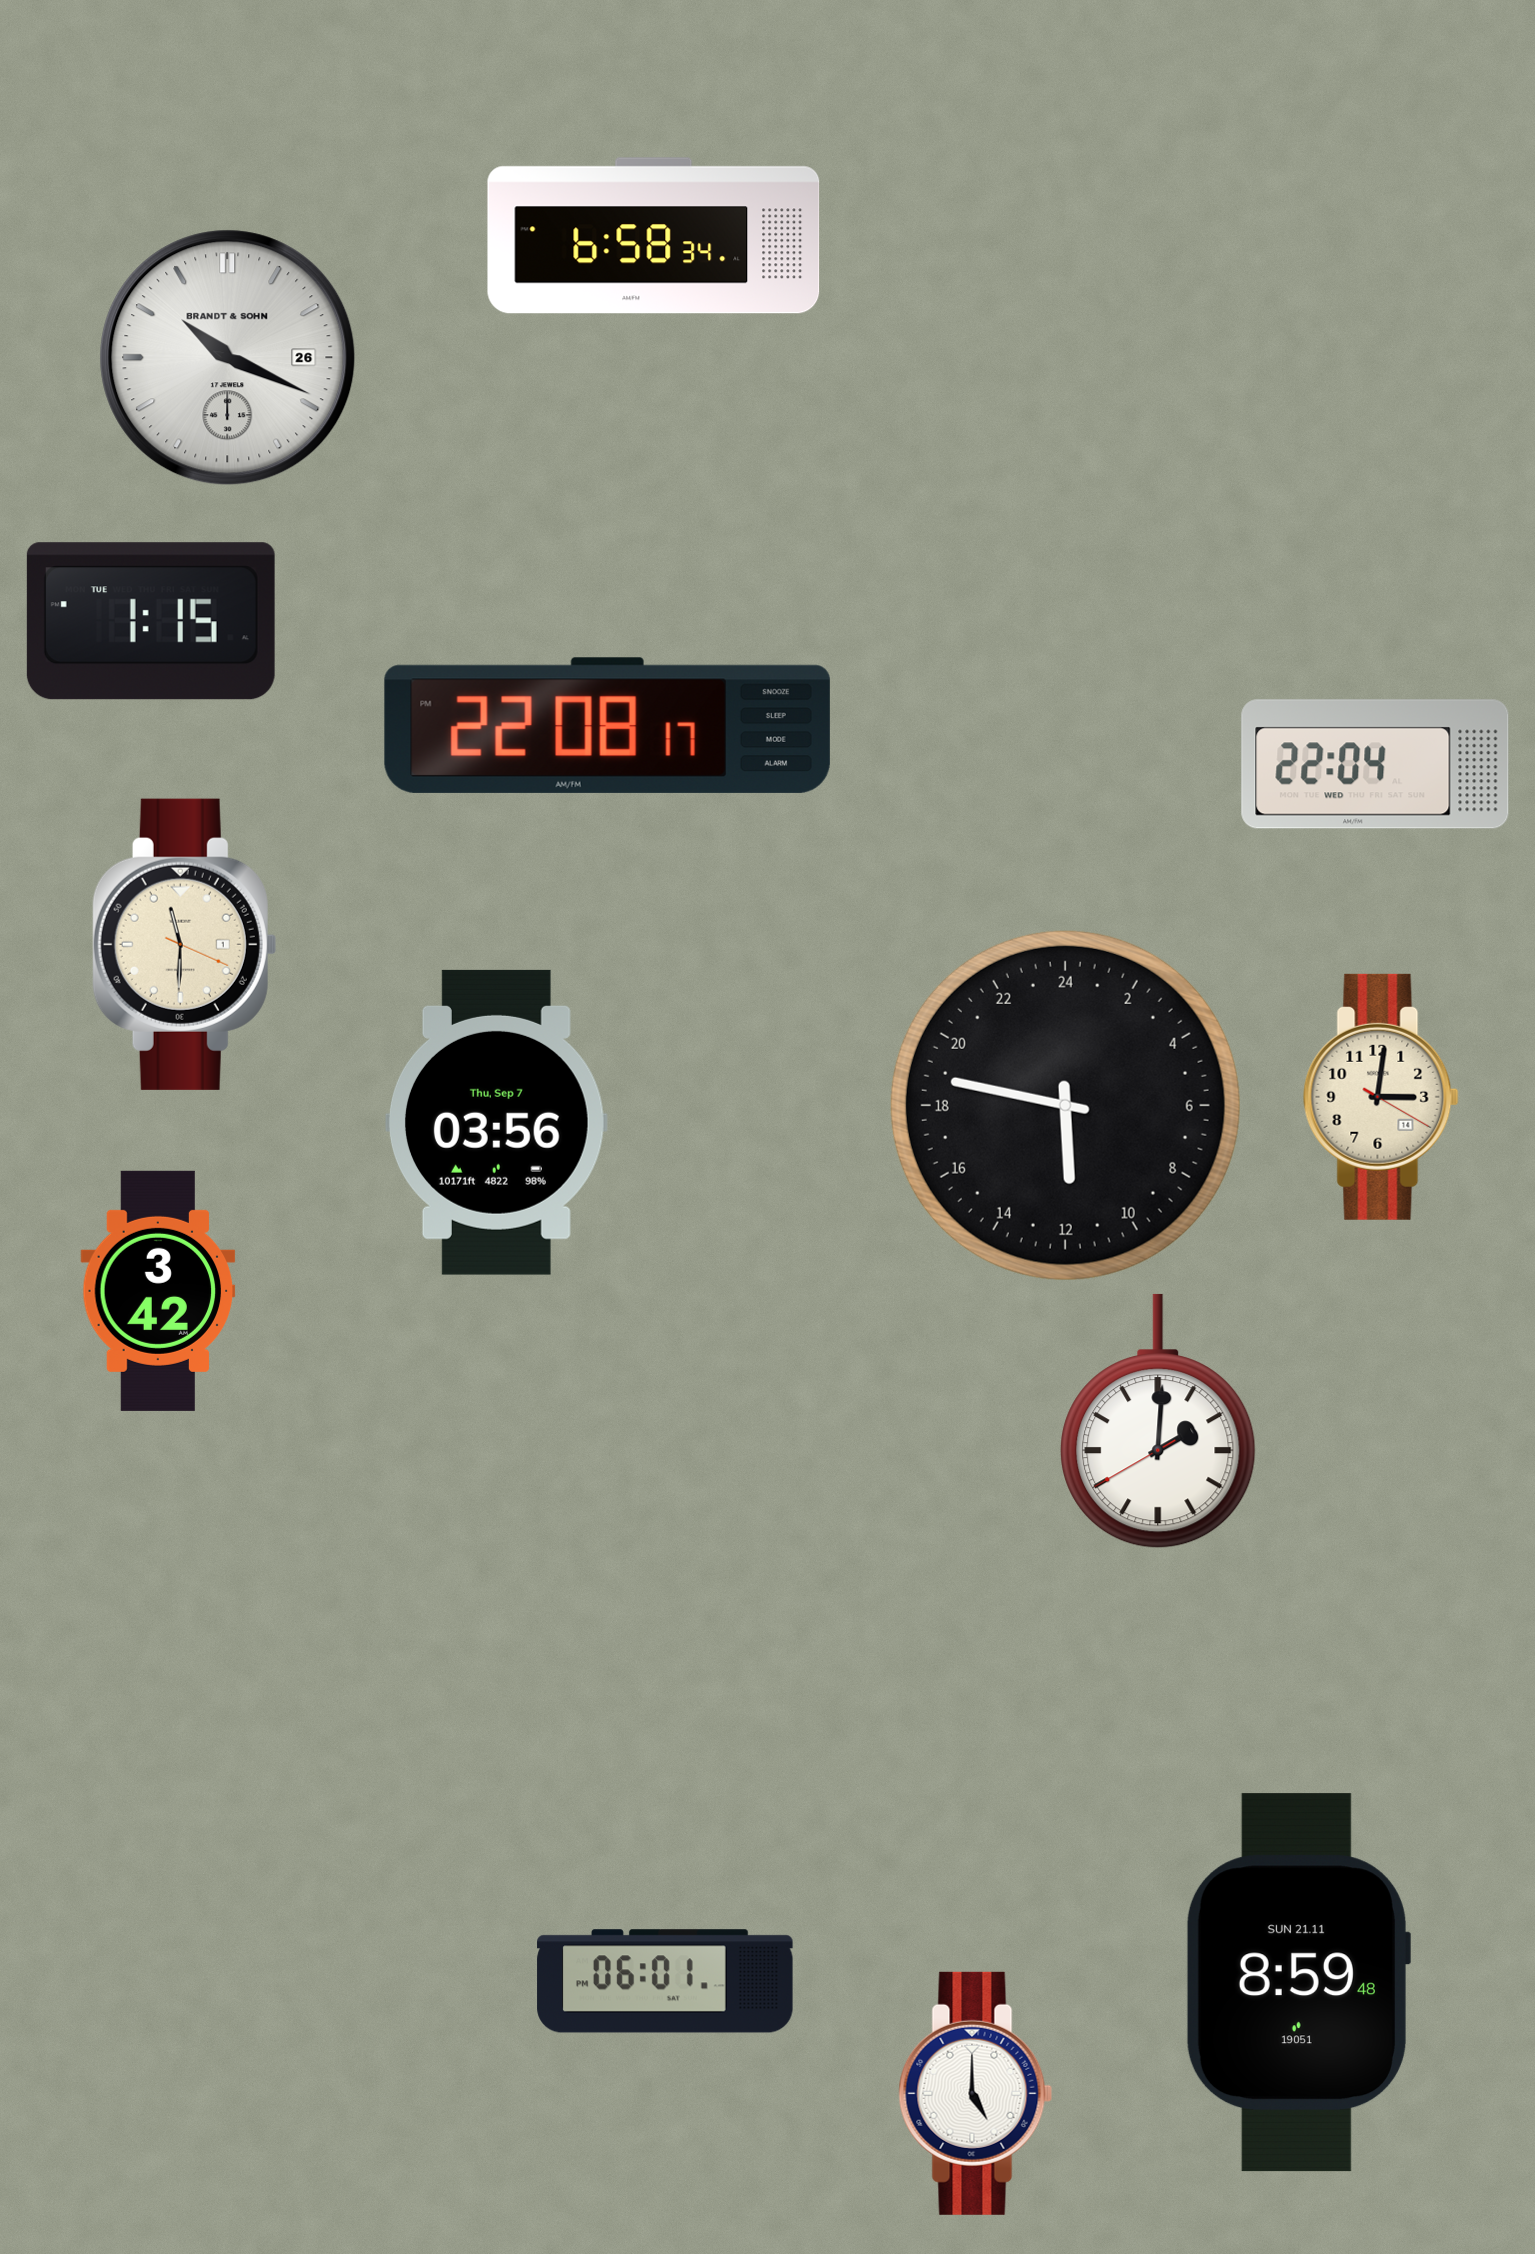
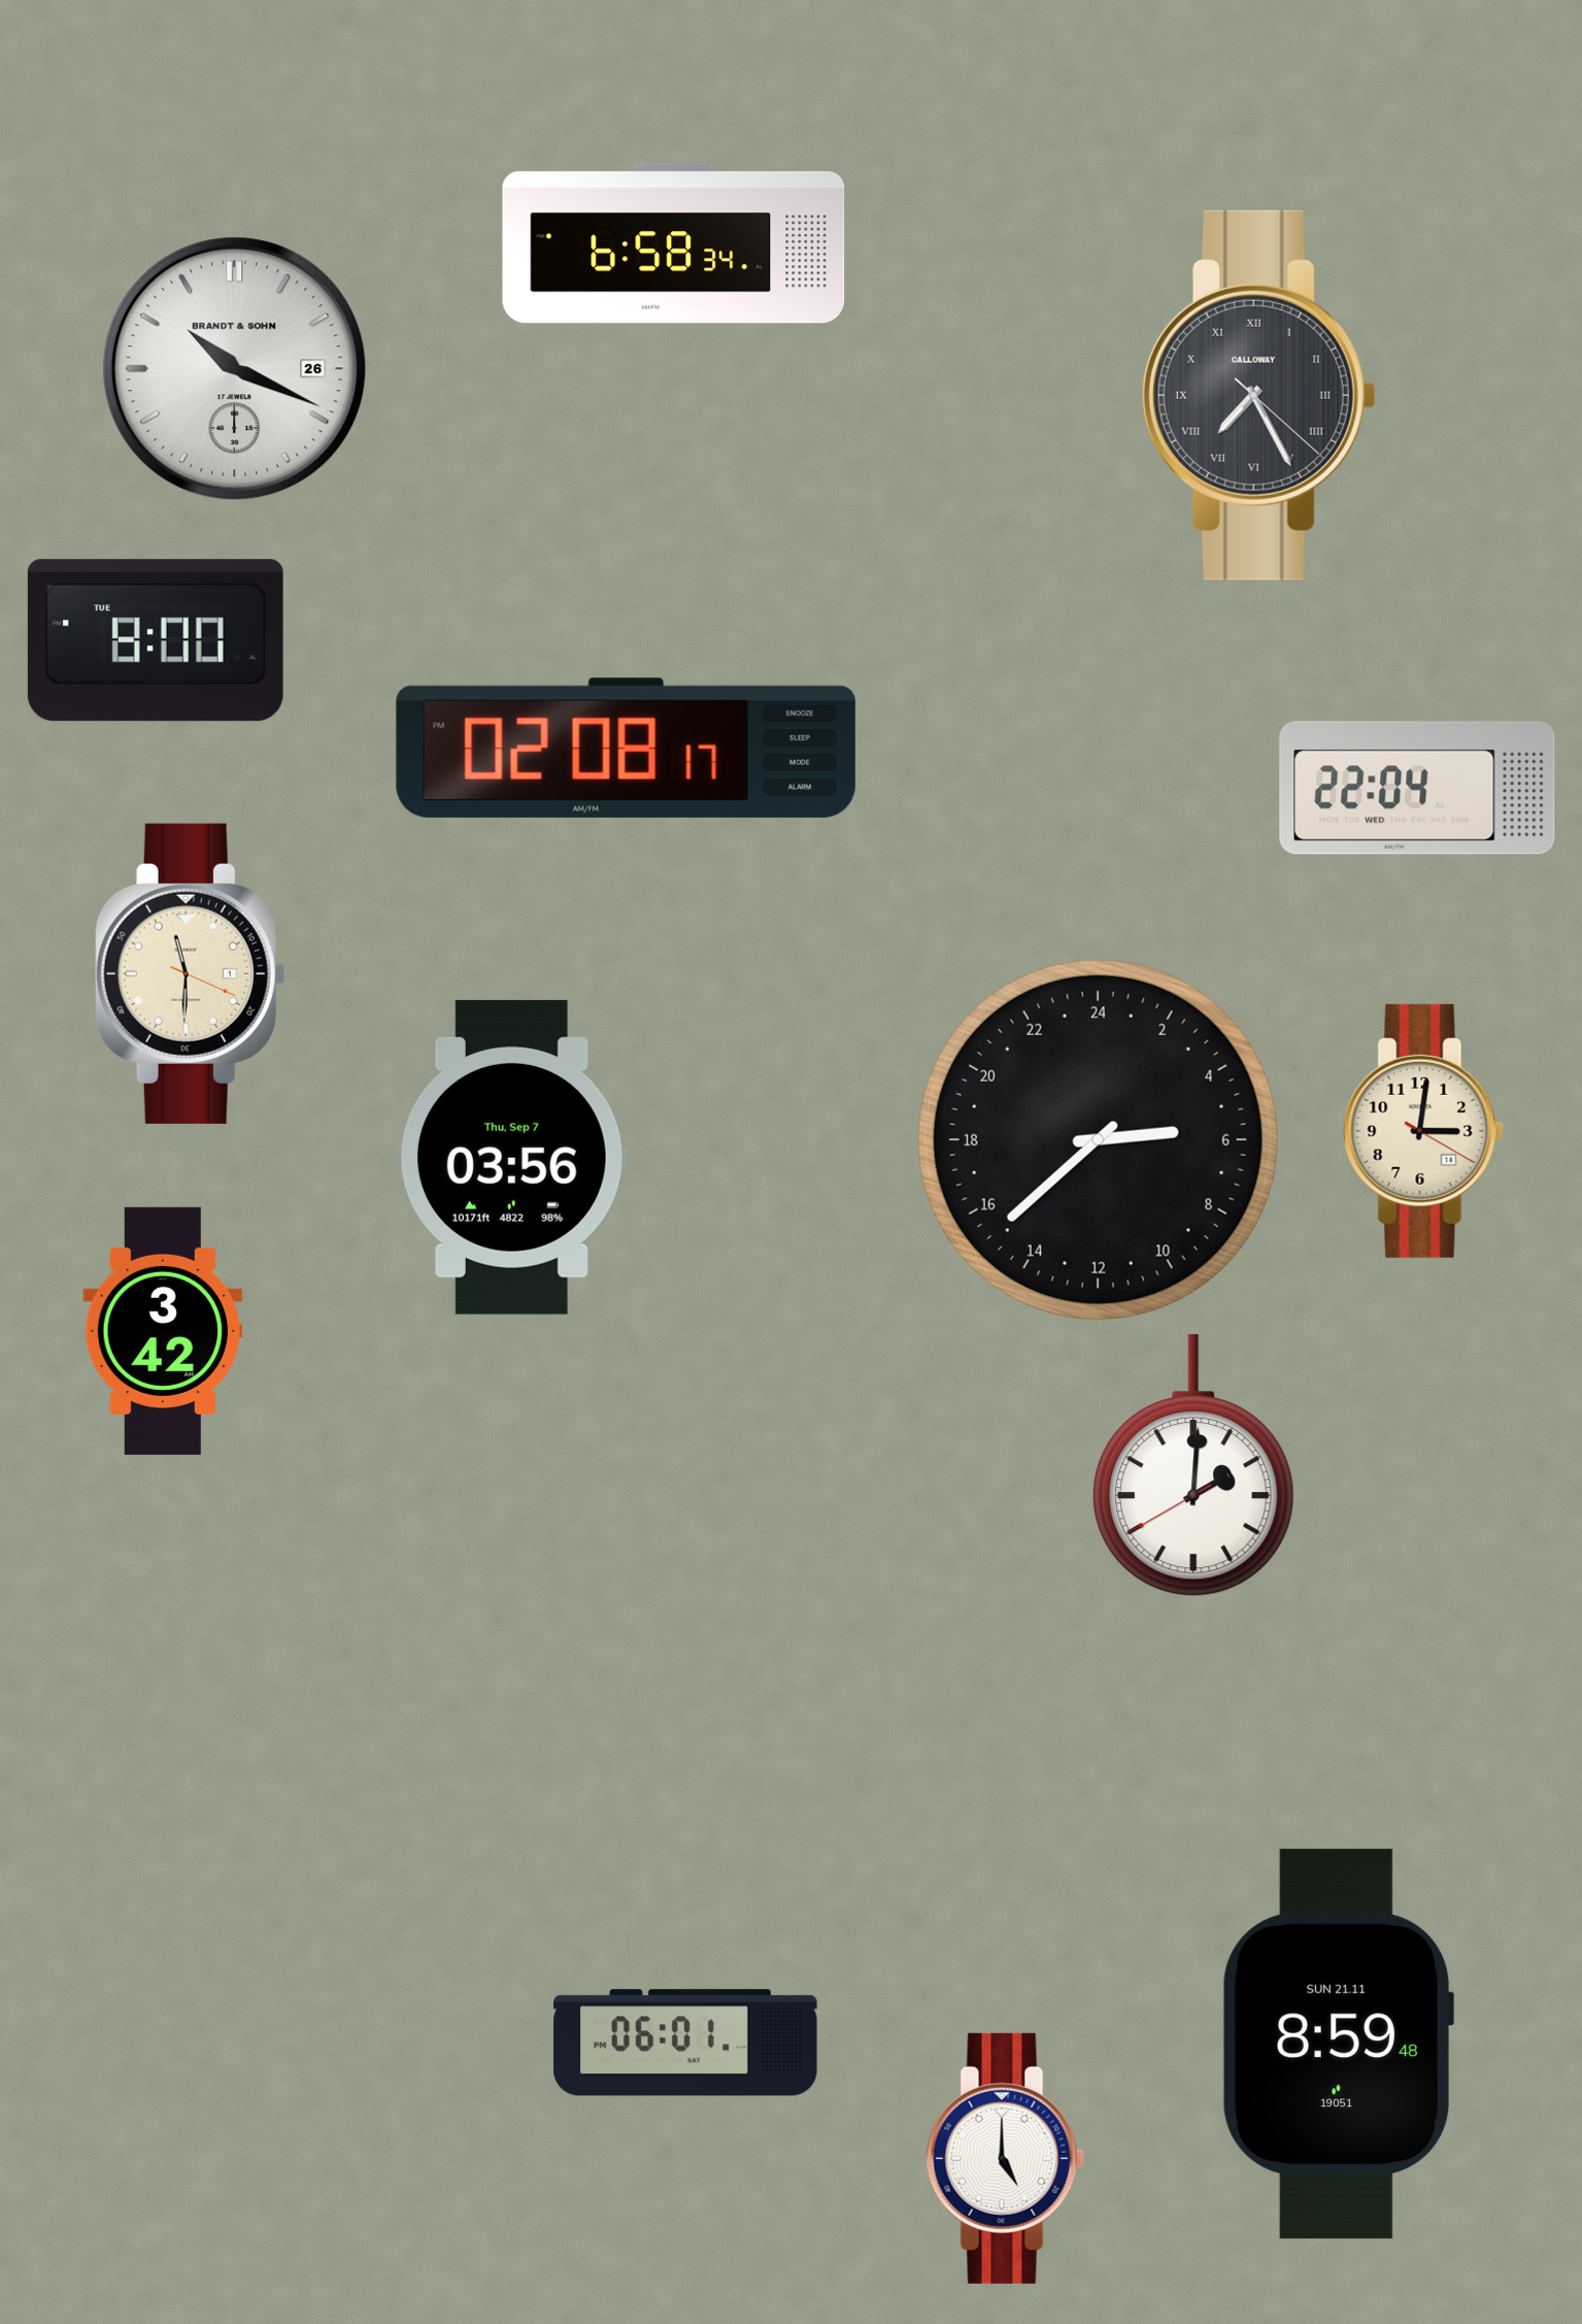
clock at (1258, 395): none -> 7:25
clock at (151, 621): 1:15 -> 8:00
clock at (607, 725): 22:08 -> 02:08
clock at (1065, 1105): 11:47 -> 5:38
